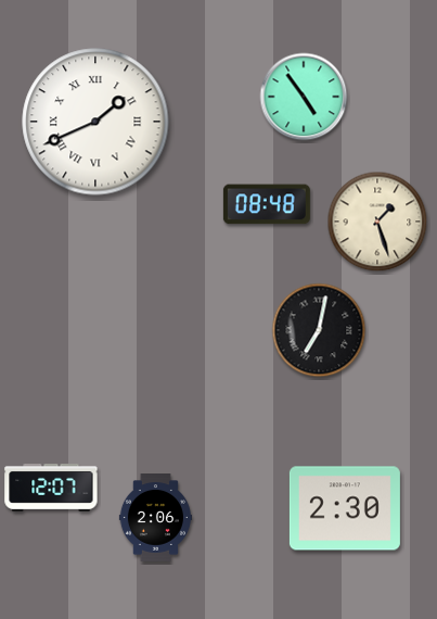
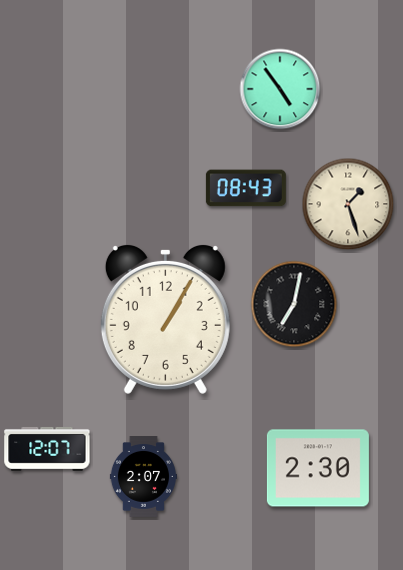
clock at (95, 122): 1:41 -> none
clock at (267, 204): 08:48 -> 08:43
clock at (165, 319): none -> 1:05
clock at (155, 518): 2:06 -> 2:07
